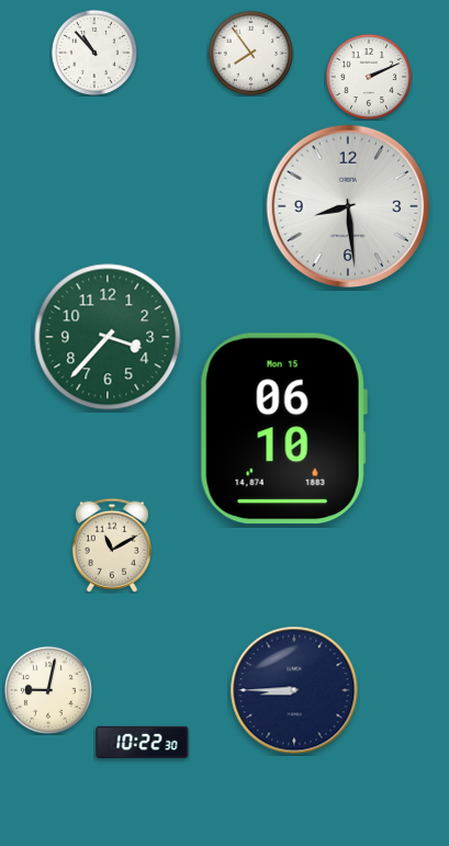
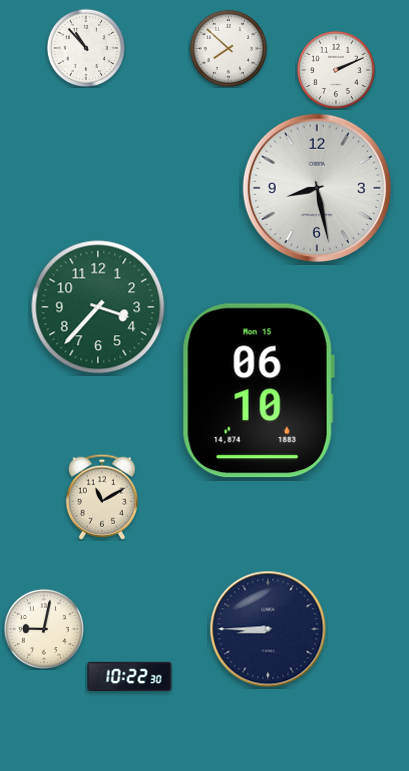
clock at (250, 53): 7:54 -> 7:52
clock at (348, 206): 8:29 -> 8:28
